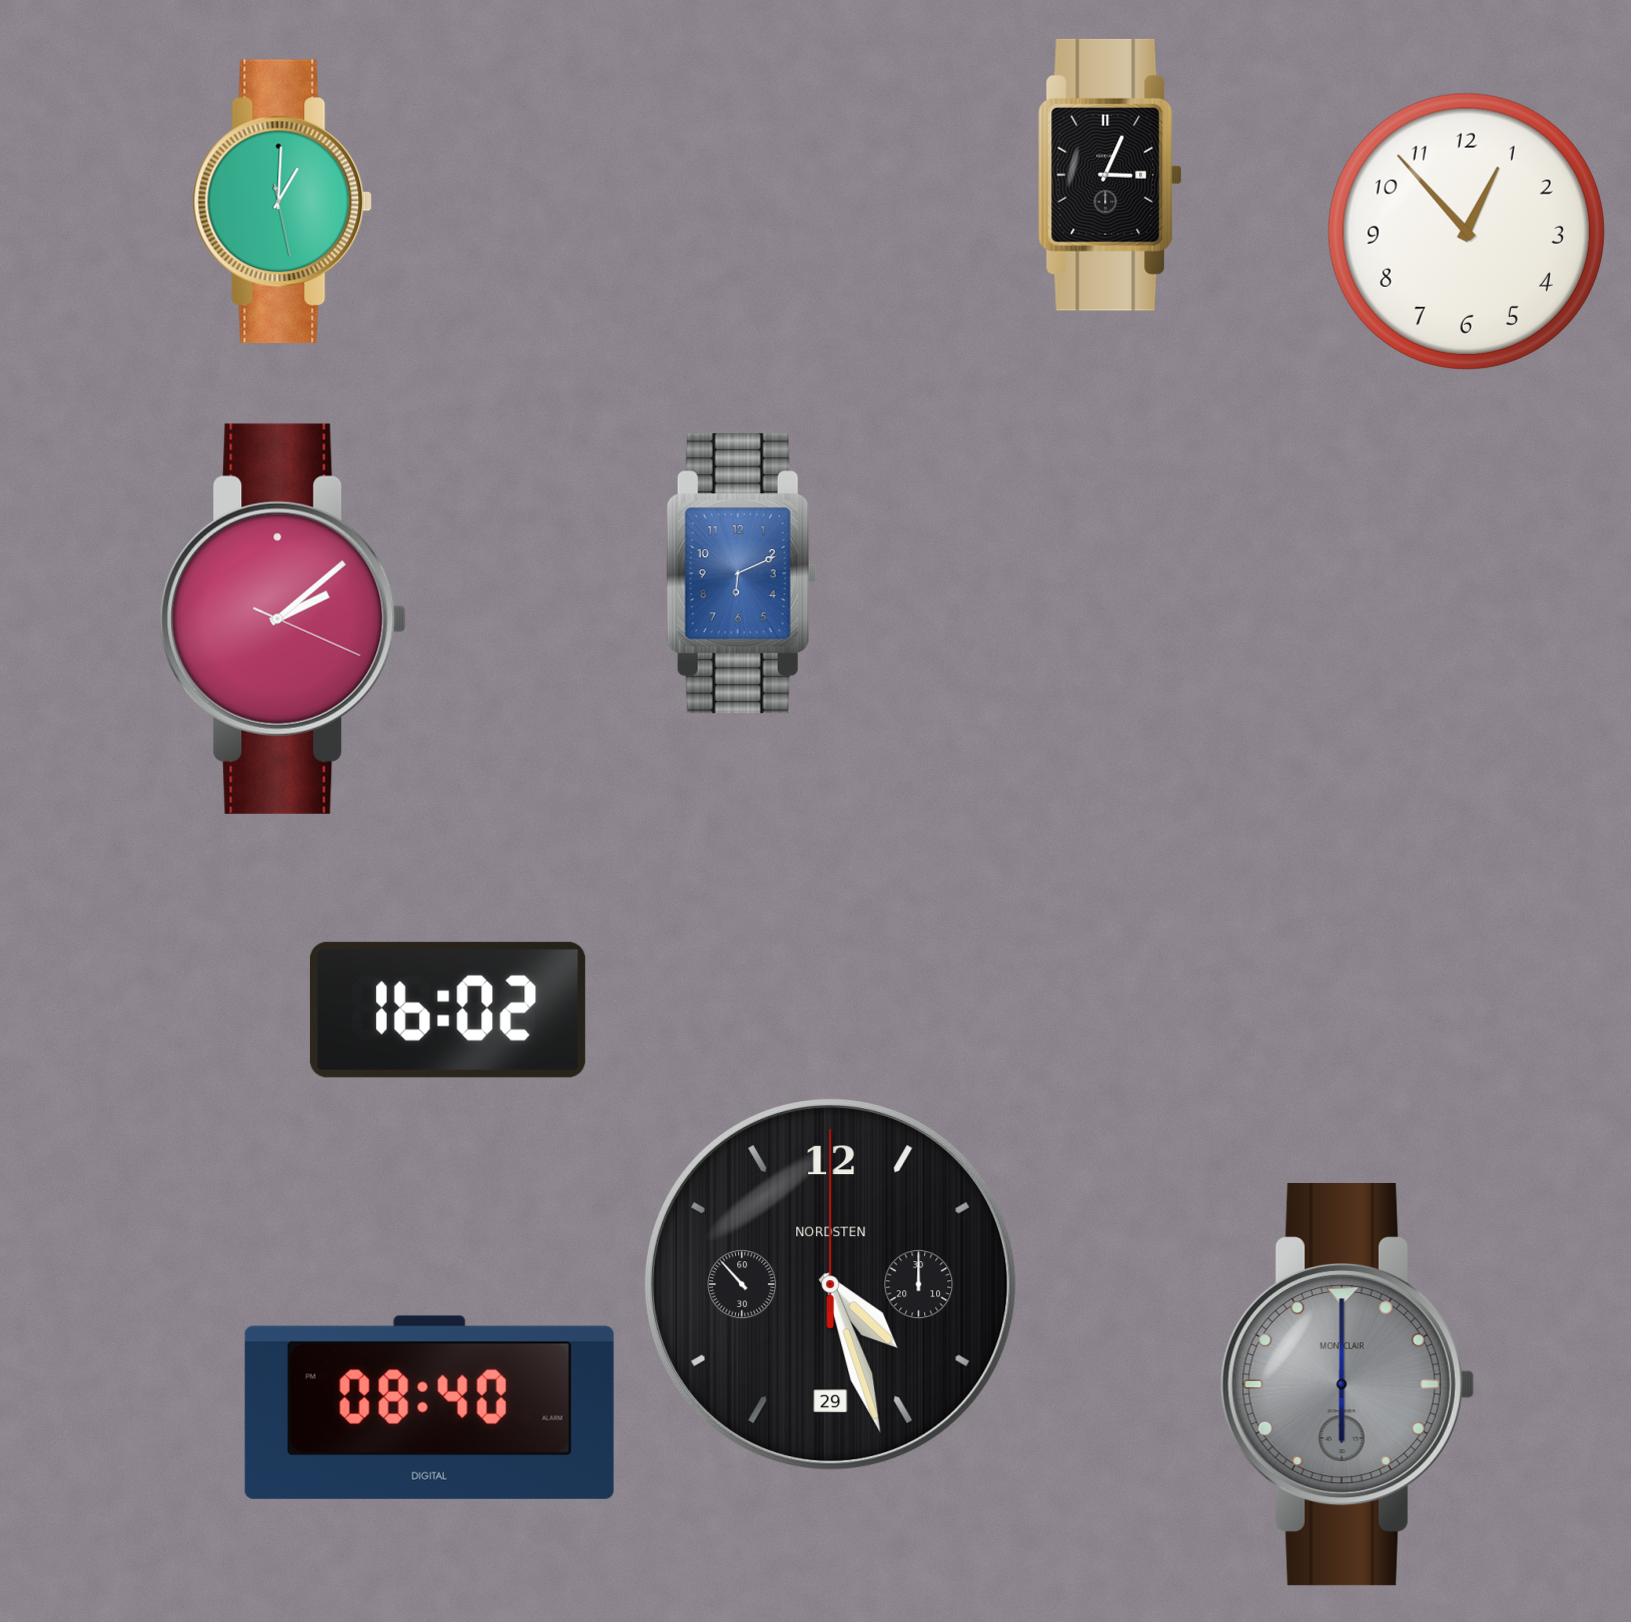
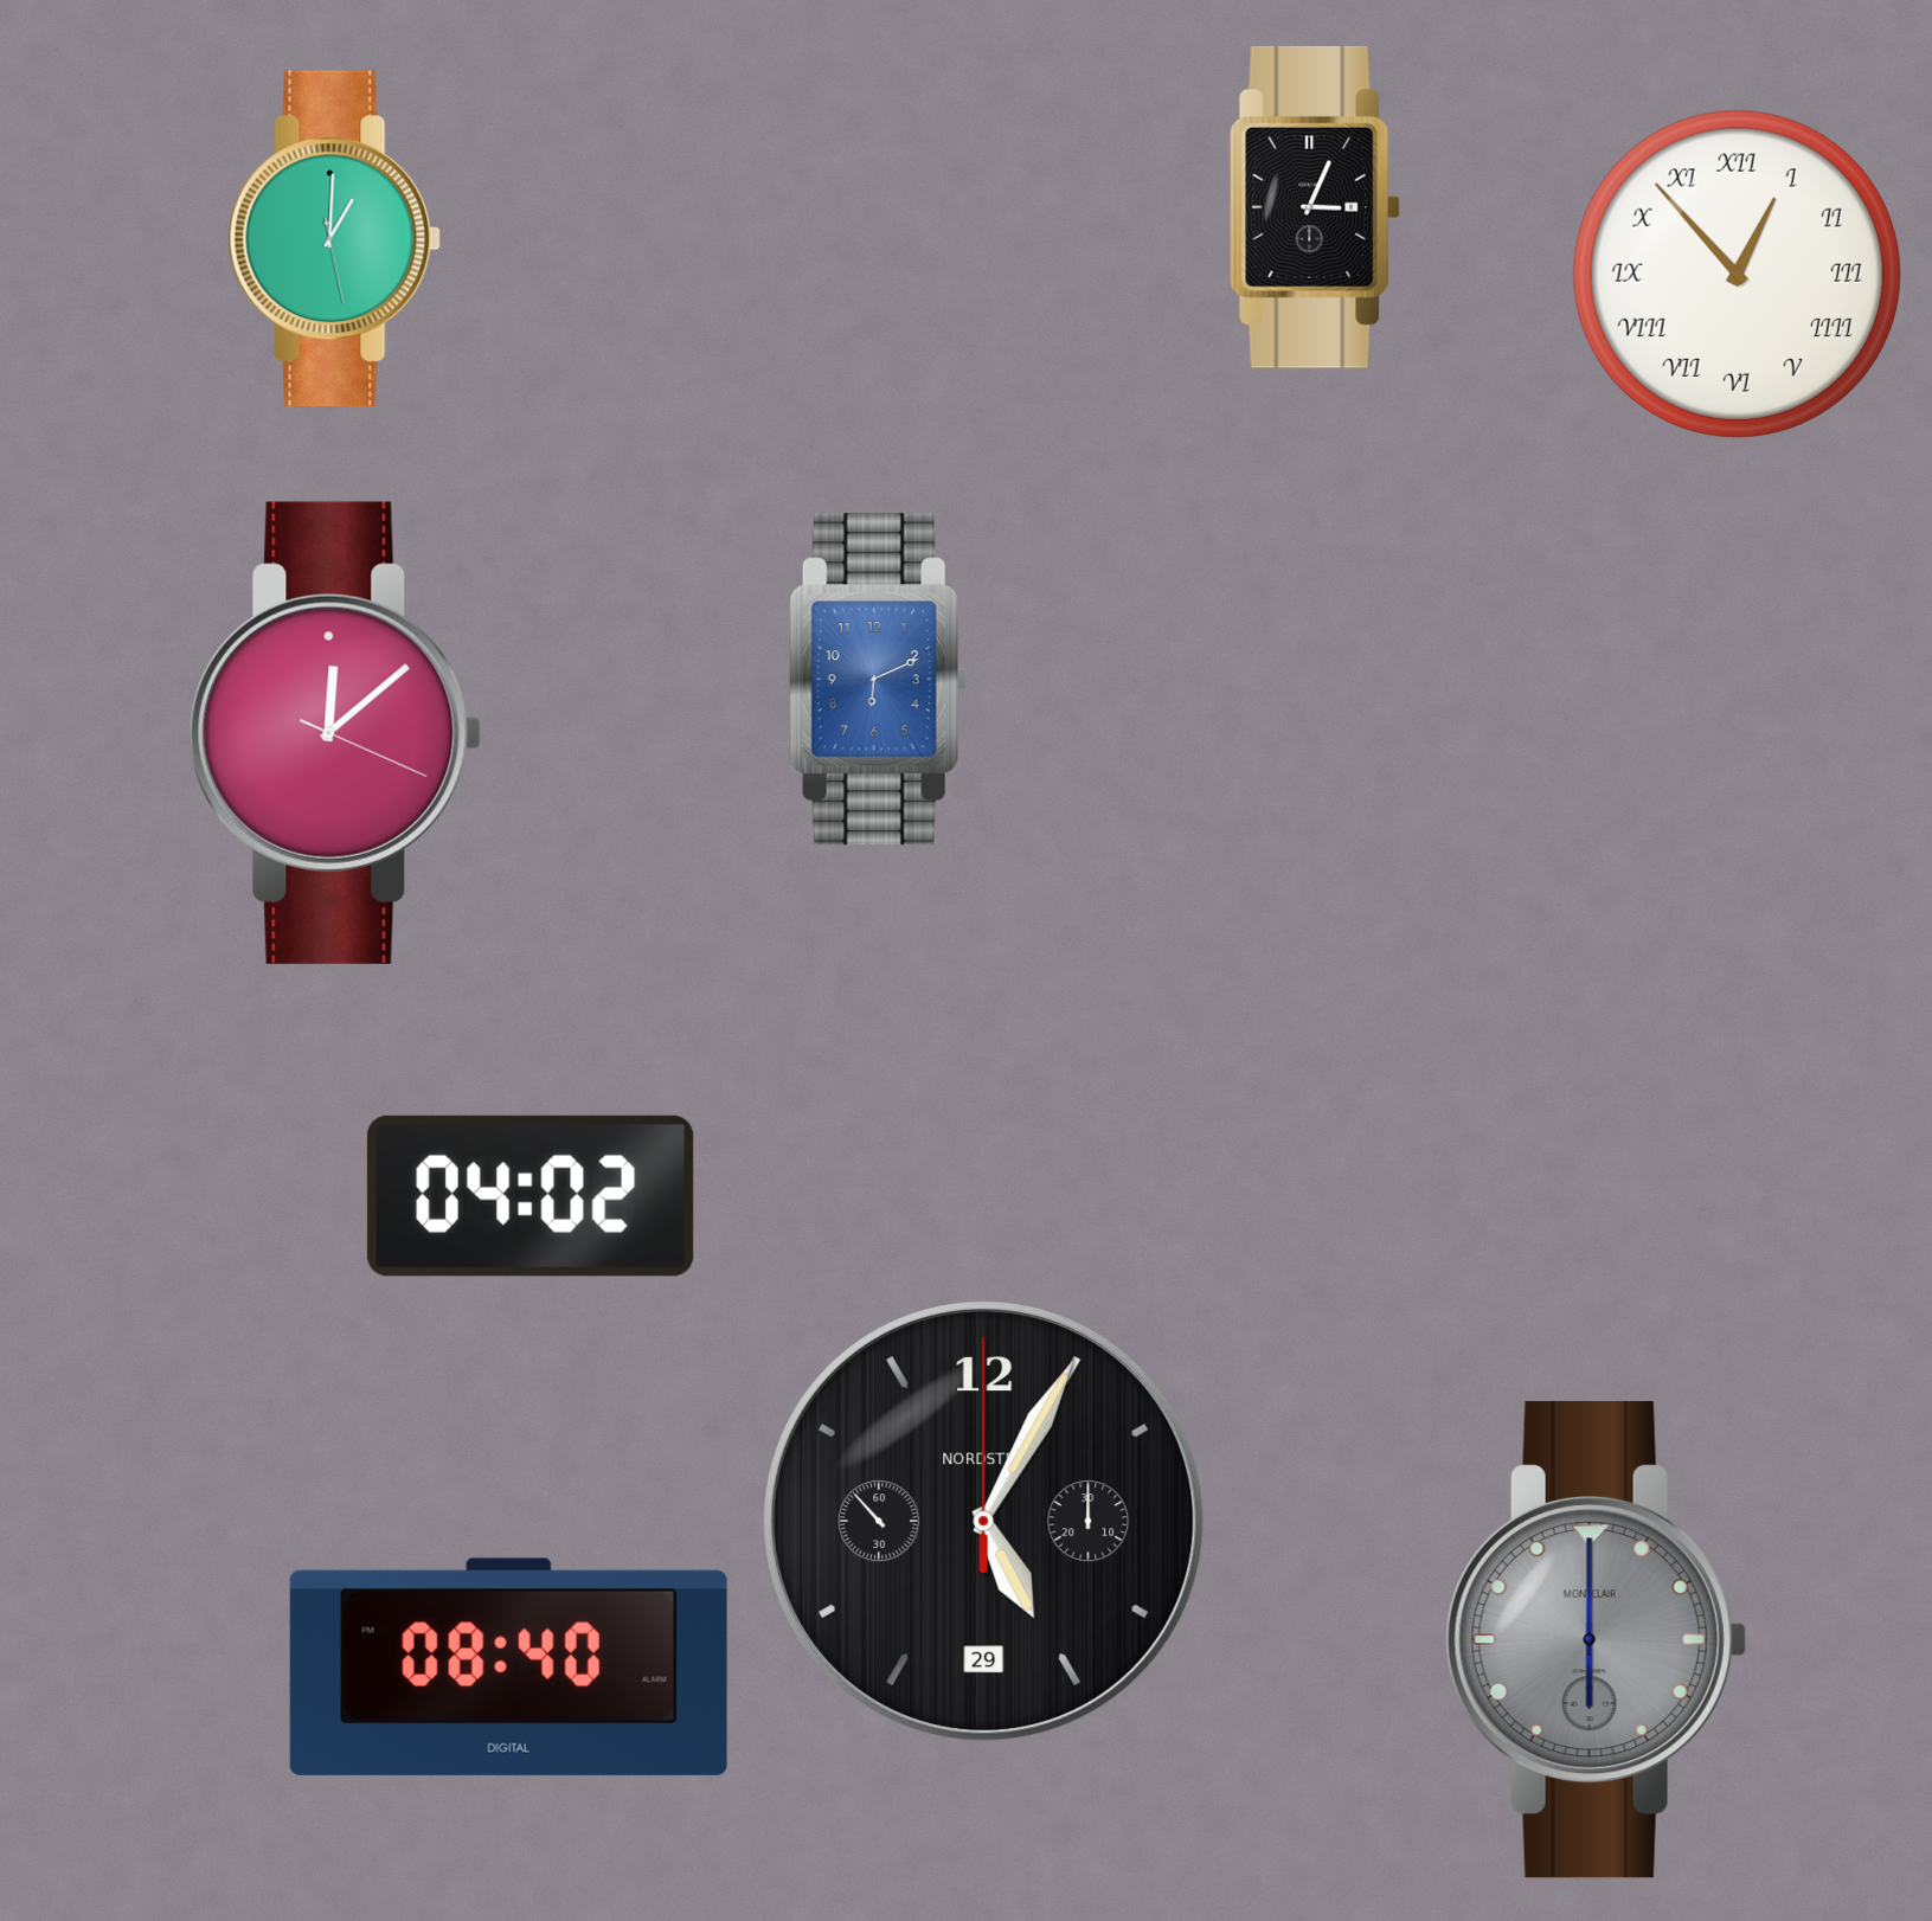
clock at (1466, 231) numerals: Arabic -> Roman
clock at (283, 619): 2:08 -> 12:08
clock at (448, 1010): 16:02 -> 04:02
clock at (831, 1285): 4:26 -> 5:04
